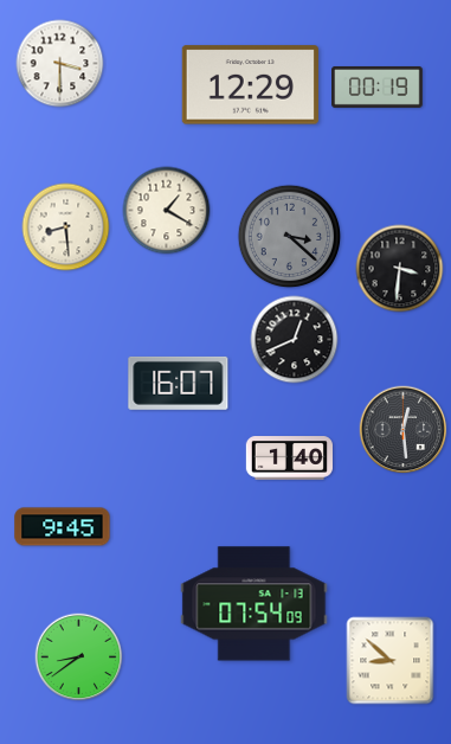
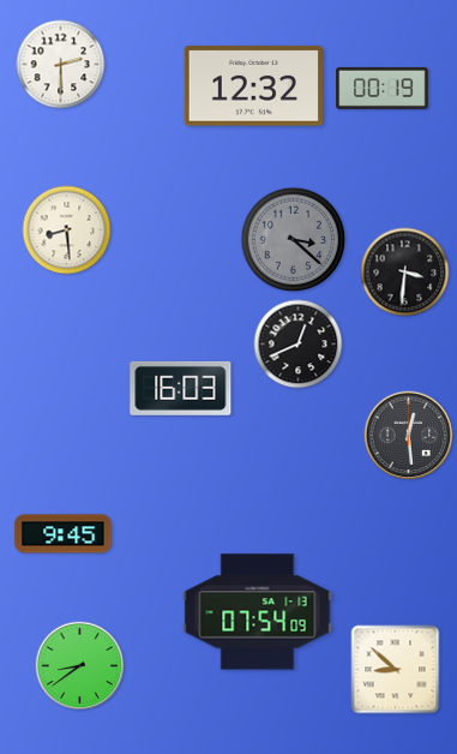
clock at (60, 64): 3:30 -> 2:30
clock at (250, 85): 12:29 -> 12:32
clock at (167, 211): 1:20 -> none
clock at (179, 383): 16:07 -> 16:03
clock at (289, 458): 1:40 -> none
